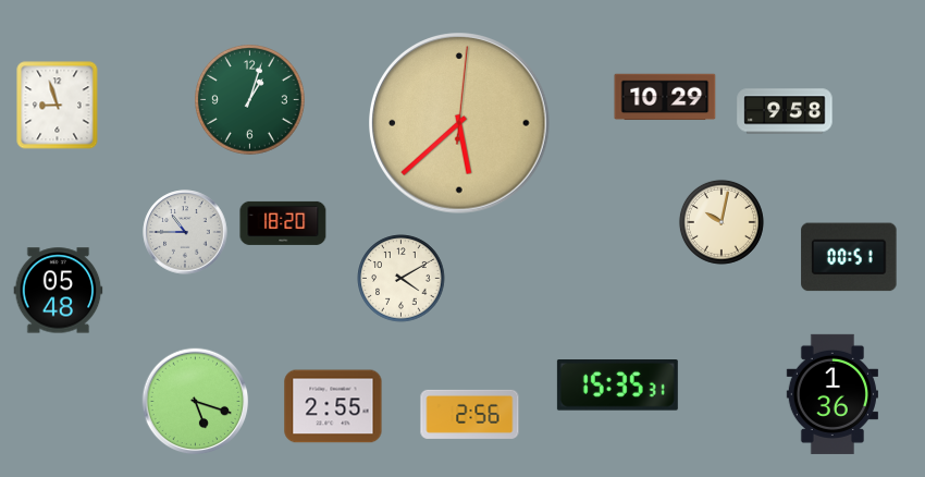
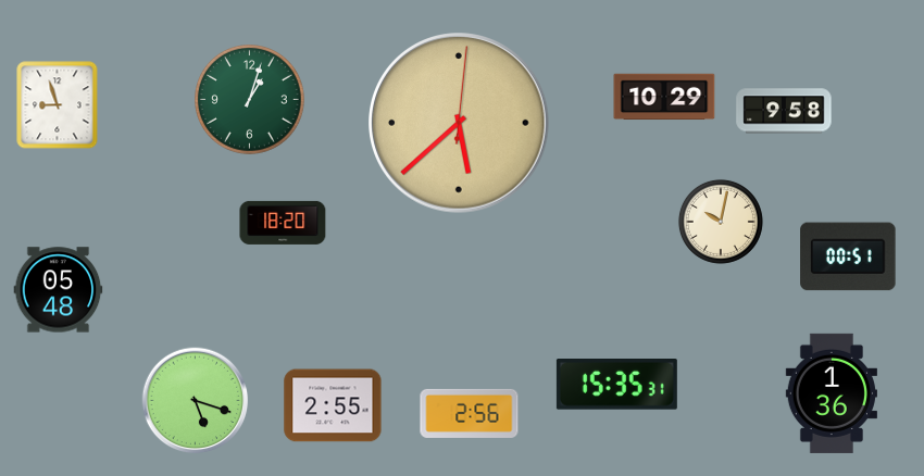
clock at (185, 232): 10:45 -> none
clock at (402, 279): 4:10 -> none
